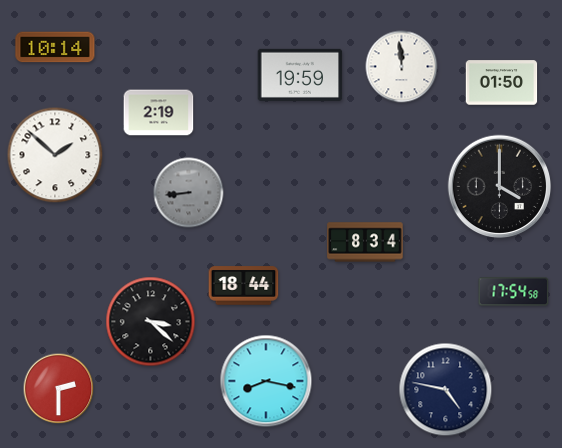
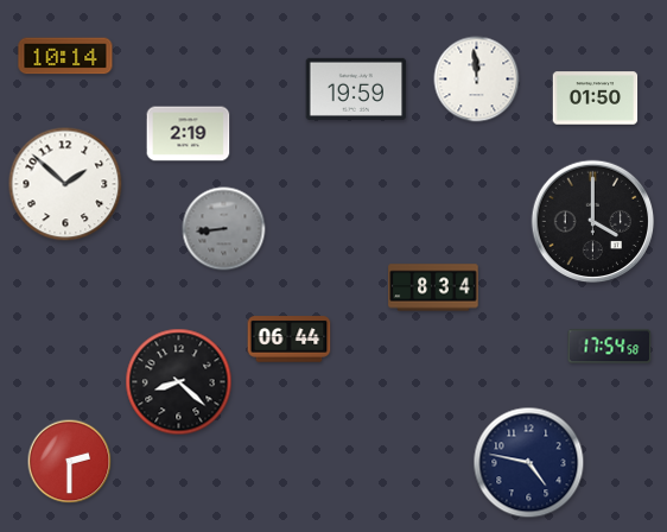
clock at (244, 286): 18:44 -> 06:44
clock at (151, 322): 3:22 -> 8:22
clock at (266, 381): 8:17 -> none
